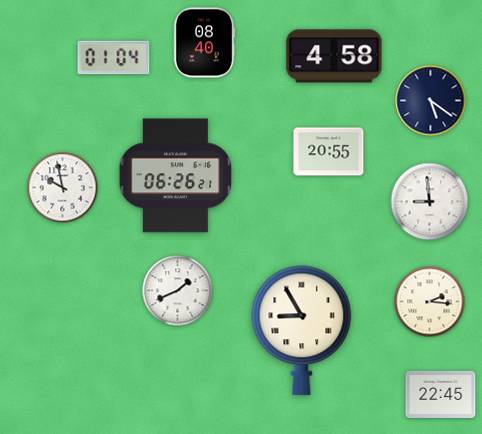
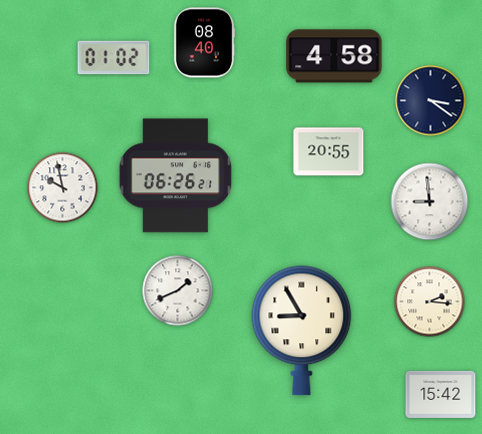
clock at (114, 58): 01:04 -> 01:02
clock at (431, 101): 5:21 -> 3:21
clock at (441, 394): 22:45 -> 15:42
